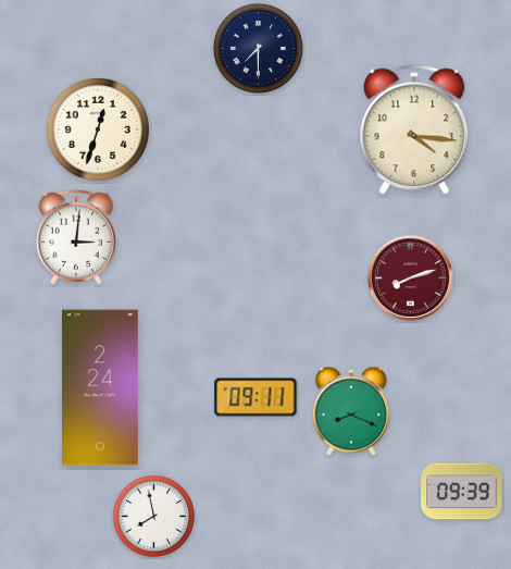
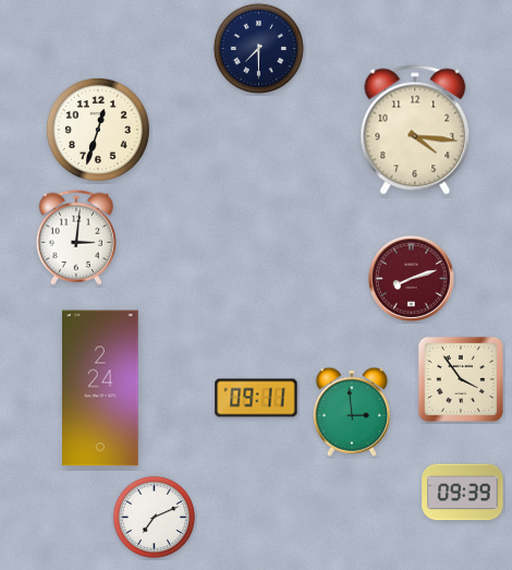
clock at (461, 379): none -> 3:54
clock at (351, 411): 8:19 -> 2:59
clock at (153, 516): 7:58 -> 7:11
